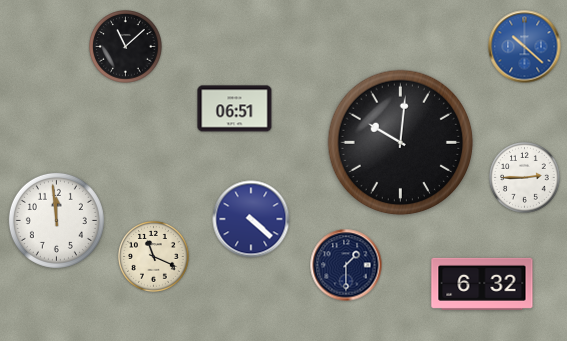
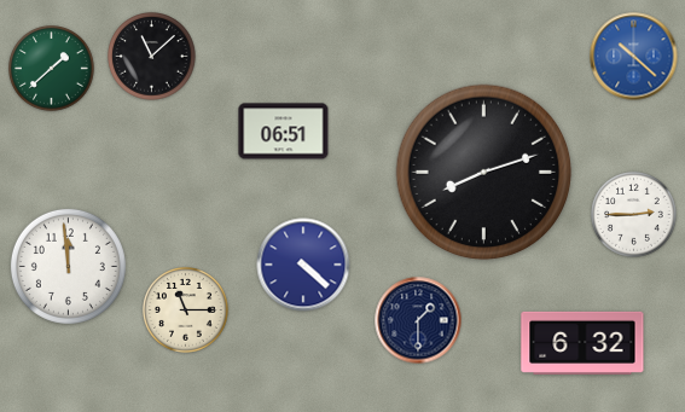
clock at (52, 69): none -> 1:38
clock at (401, 143): 10:01 -> 8:12
clock at (154, 257): 11:19 -> 11:15
